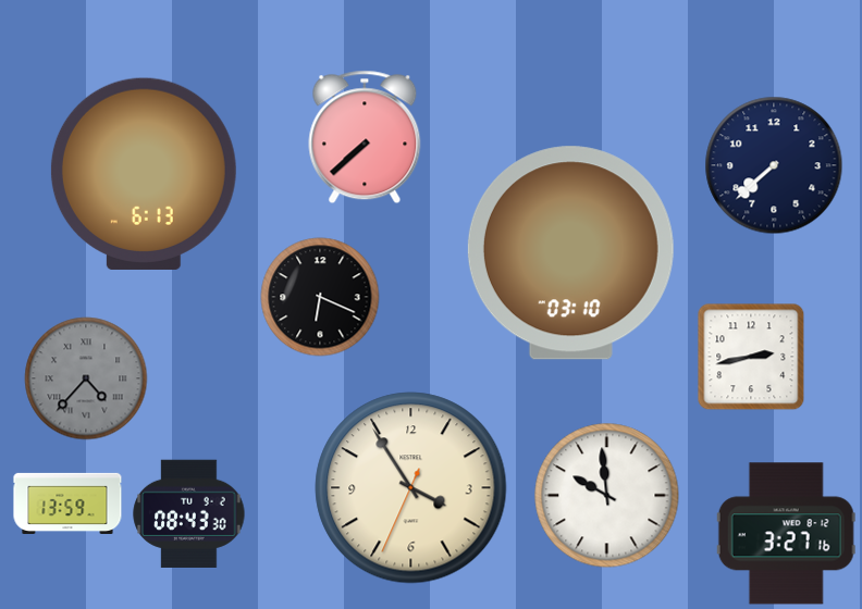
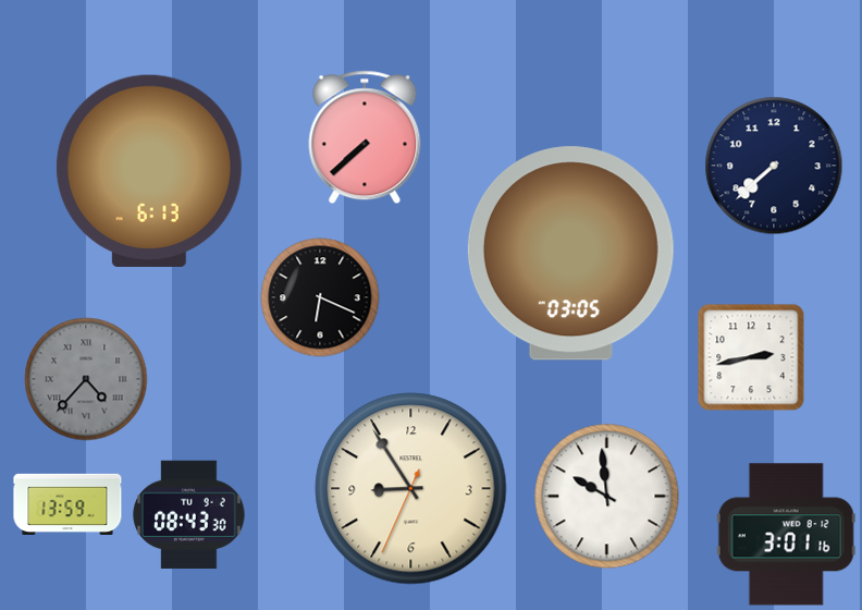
clock at (144, 174) position: (144, 174) -> (149, 171)
clock at (570, 253): 03:10 -> 03:05
clock at (411, 488): 3:54 -> 8:54
clock at (786, 534): 3:27 -> 3:01
